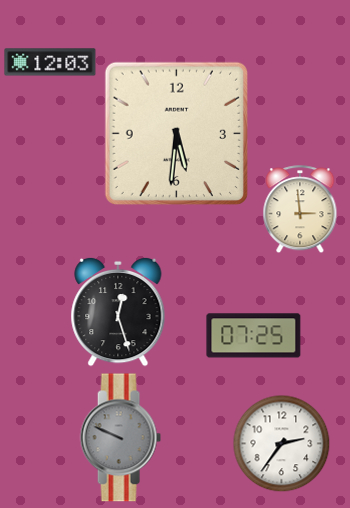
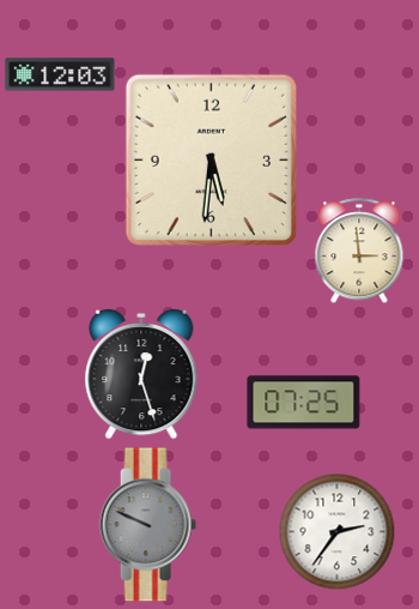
clock at (120, 438) position: (120, 438) -> (147, 525)
